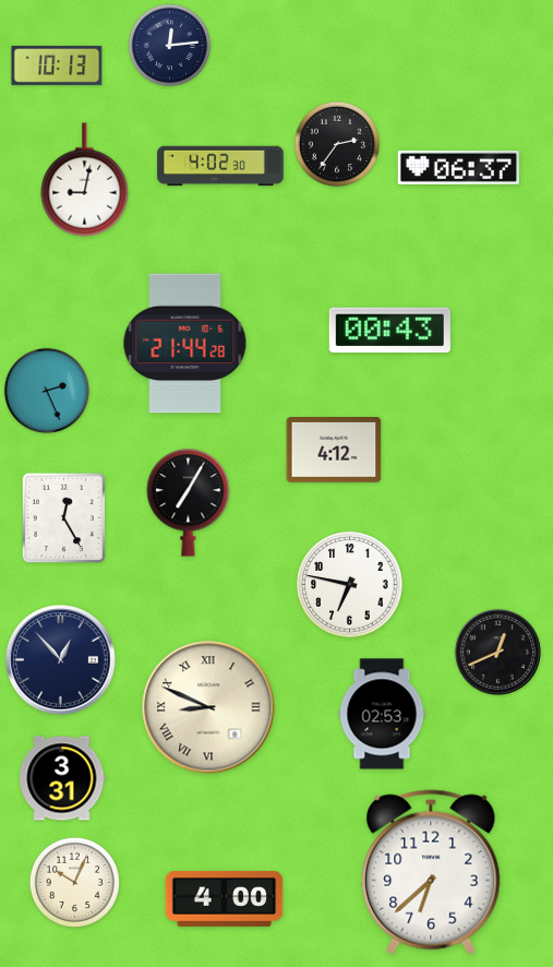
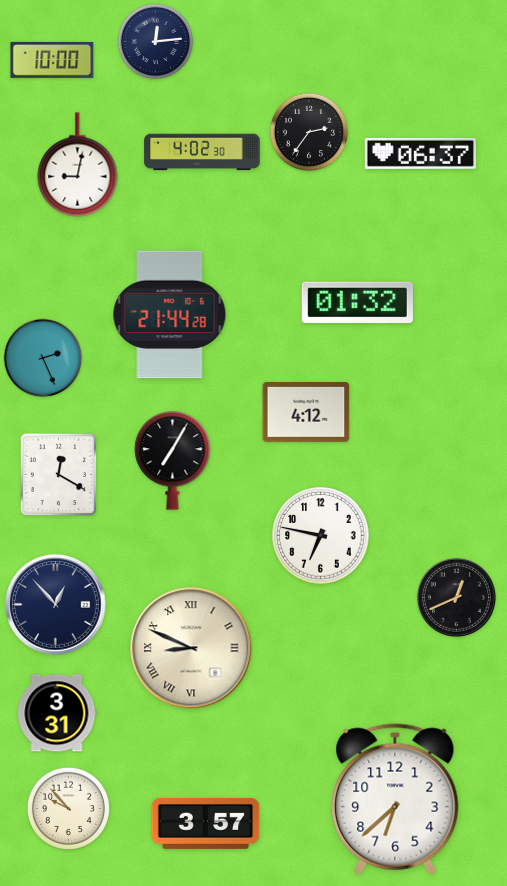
clock at (57, 65): 10:13 -> 10:00
clock at (389, 331): 00:43 -> 01:32
clock at (64, 518): 12:25 -> 12:20
clock at (382, 714): 02:53 -> none
clock at (74, 882): 10:04 -> 9:53
clock at (225, 898): 4:00 -> 3:57
